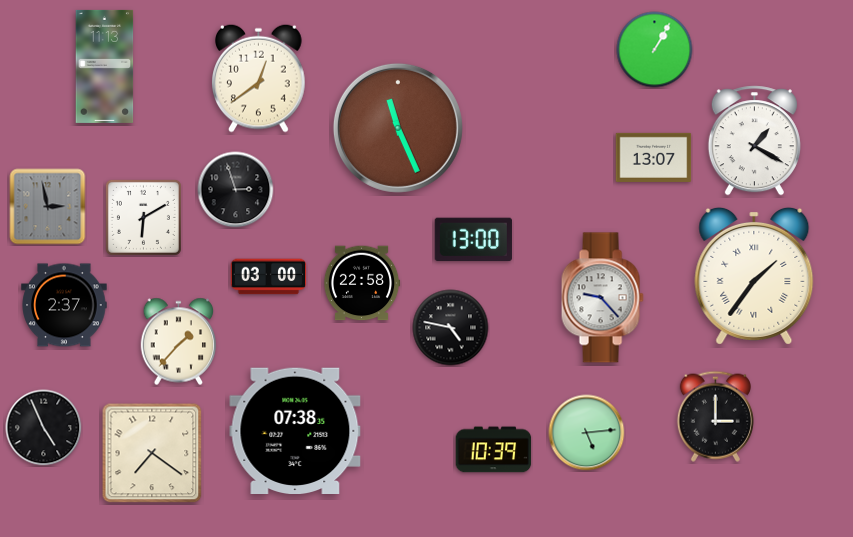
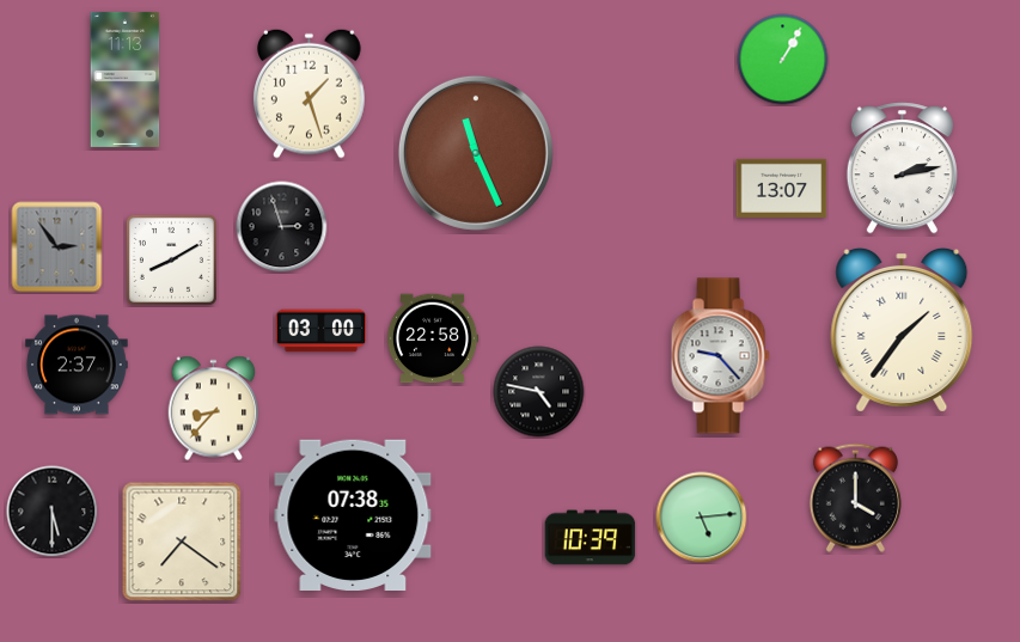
clock at (259, 78): 12:39 -> 1:27
clock at (754, 141): 1:20 -> 2:13
clock at (48, 207): 2:58 -> 2:54
clock at (143, 217): 6:10 -> 8:10
clock at (473, 240): 13:00 -> none
clock at (179, 342): 1:37 -> 8:37
clock at (715, 416): 3:00 -> 4:00
clock at (44, 428): 4:56 -> 5:30
